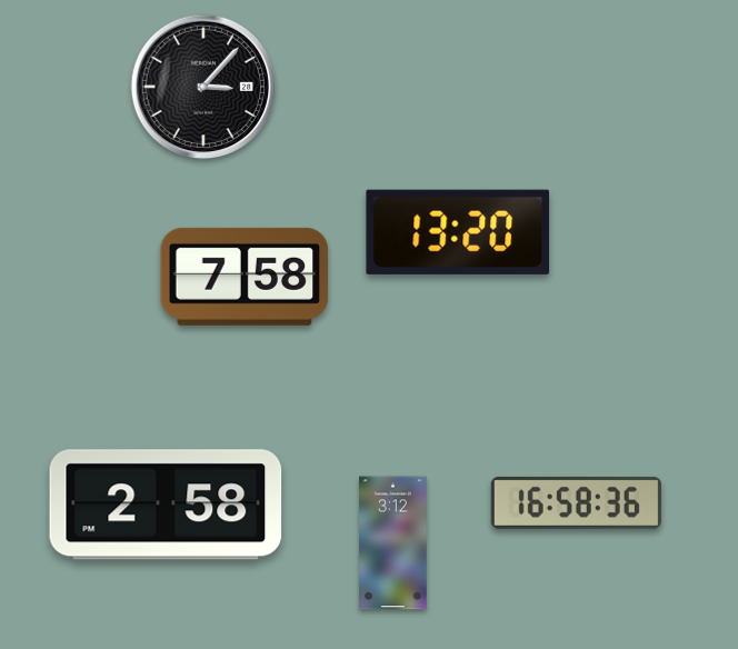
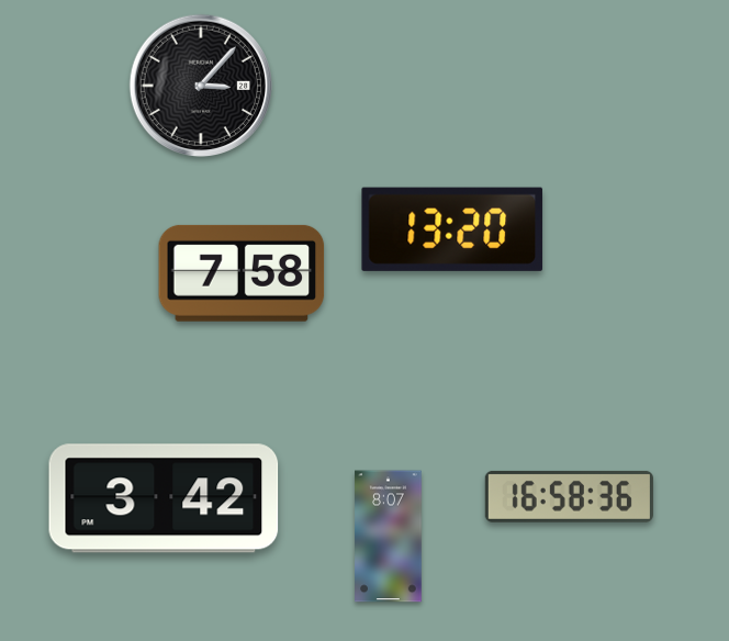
clock at (166, 505): 2:58 -> 3:42
clock at (393, 543): 3:12 -> 8:07
